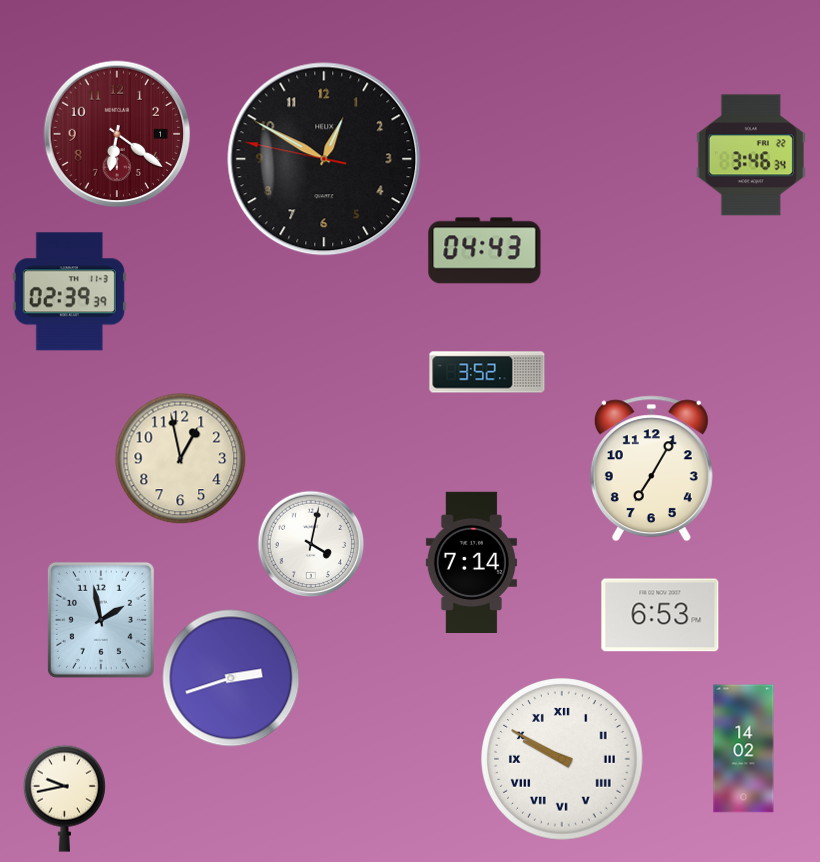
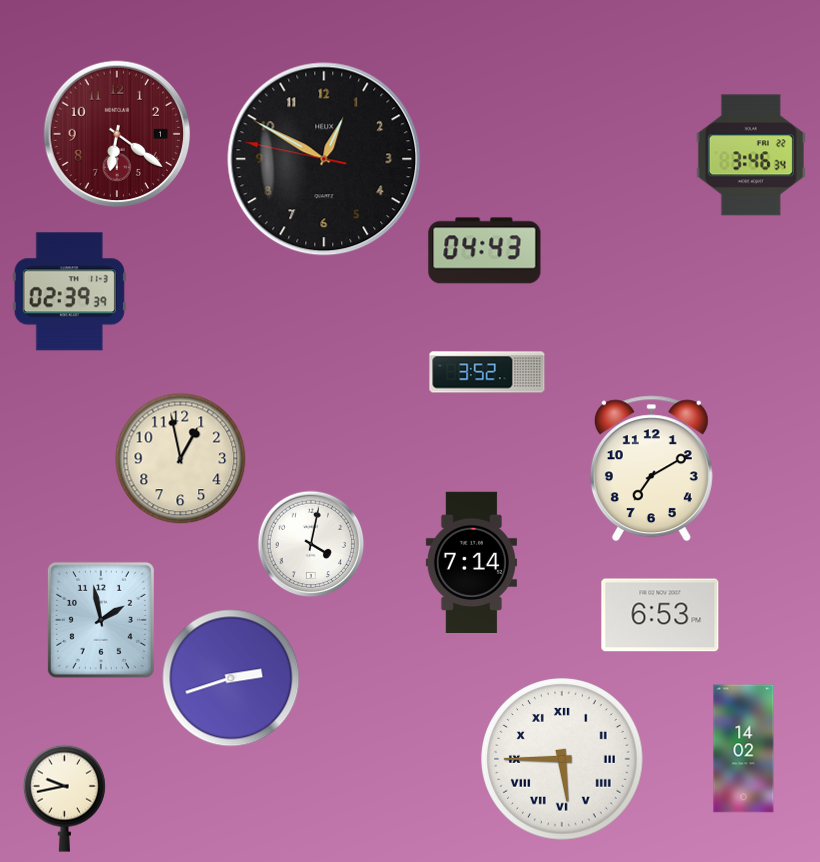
clock at (651, 469): 7:05 -> 7:10
clock at (562, 759): 9:50 -> 5:45
